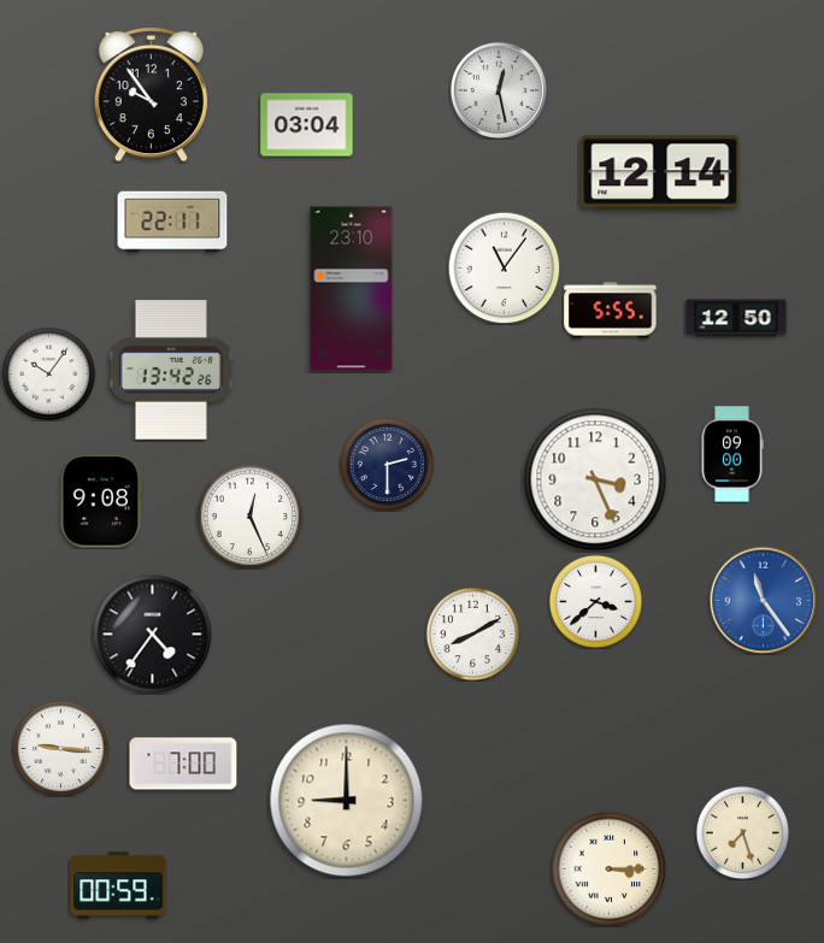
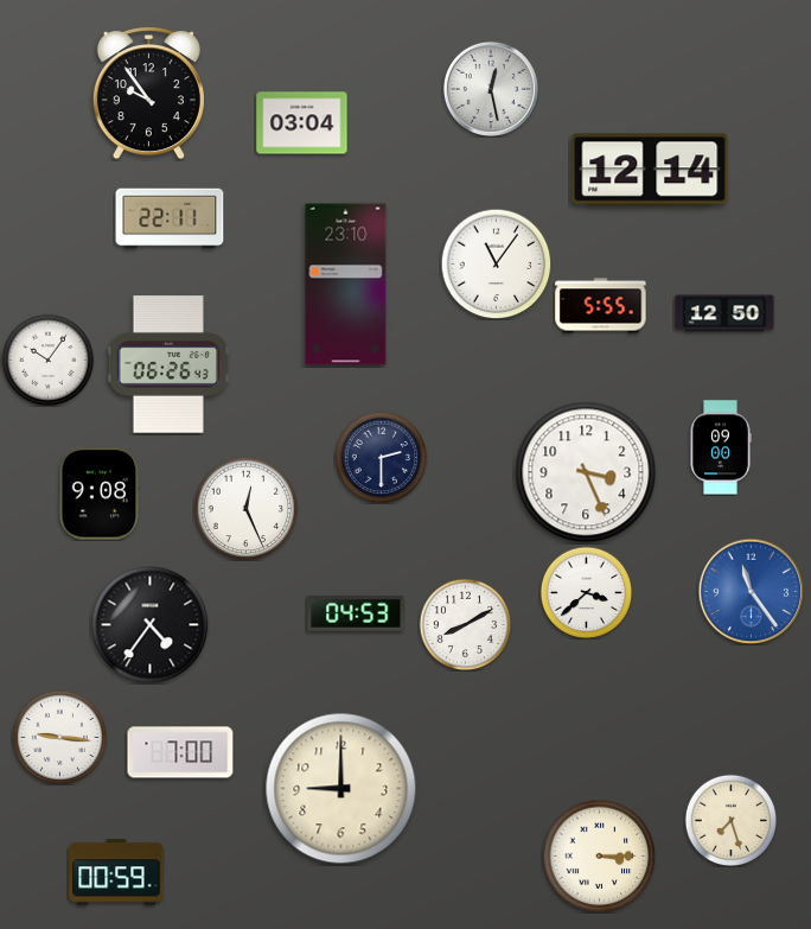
clock at (171, 370): 13:42 -> 06:26
clock at (48, 373) position: (48, 373) -> (47, 359)
clock at (356, 615): none -> 04:53
